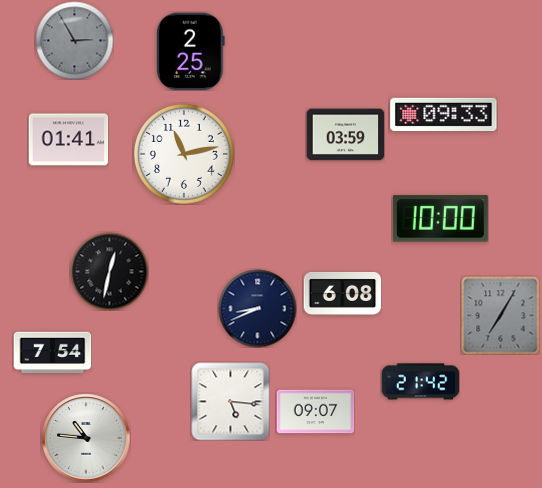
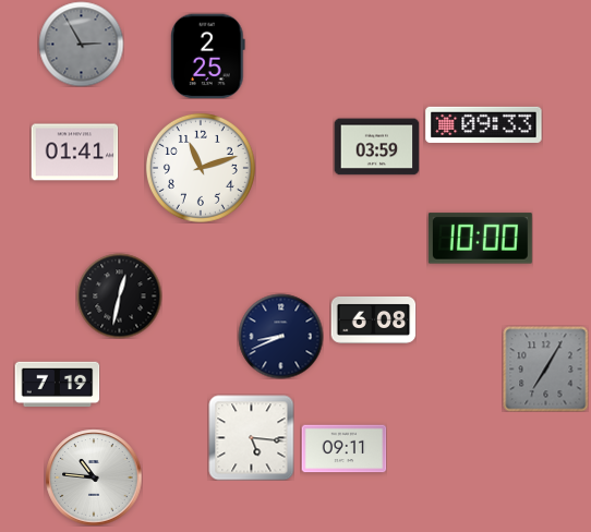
clock at (184, 154): 11:13 -> 11:12
clock at (500, 315) position: (500, 315) -> (545, 368)
clock at (52, 353): 7:54 -> 7:19
clock at (420, 382): 21:42 -> none
clock at (315, 412): 09:07 -> 09:11
